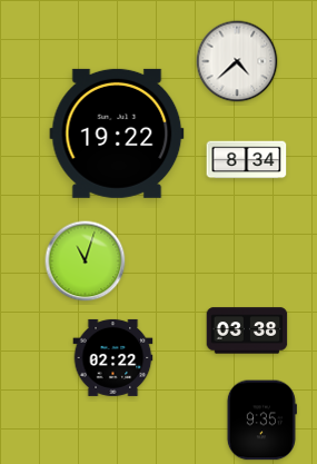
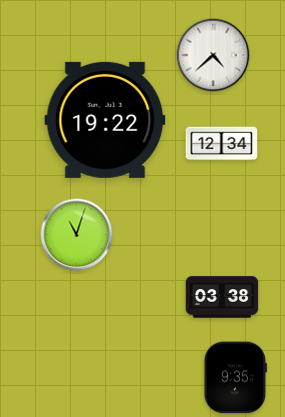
clock at (247, 160): 8:34 -> 12:34
clock at (113, 357): 02:22 -> none
